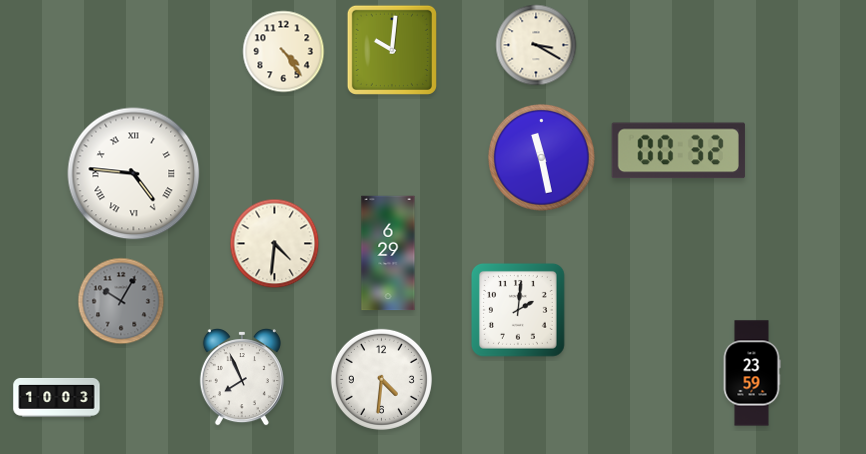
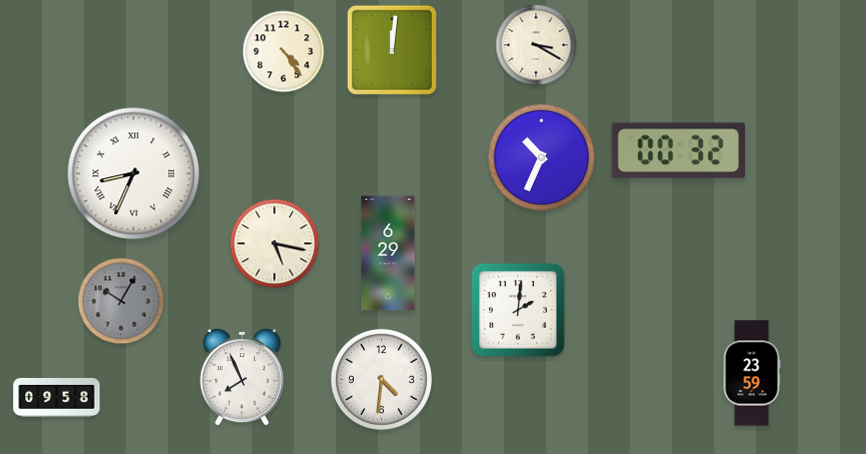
clock at (392, 50): 10:01 -> 12:01
clock at (541, 157): 11:28 -> 10:34
clock at (134, 174): 4:46 -> 8:34
clock at (275, 244): 4:31 -> 5:17
clock at (57, 397): 10:03 -> 09:58
